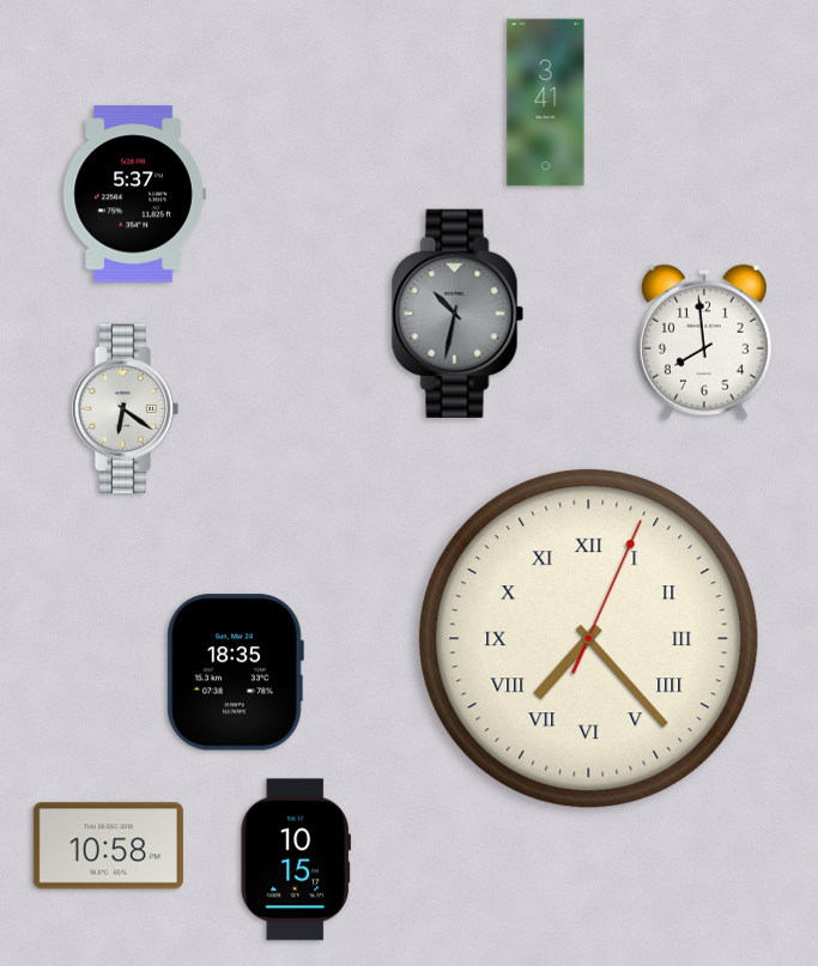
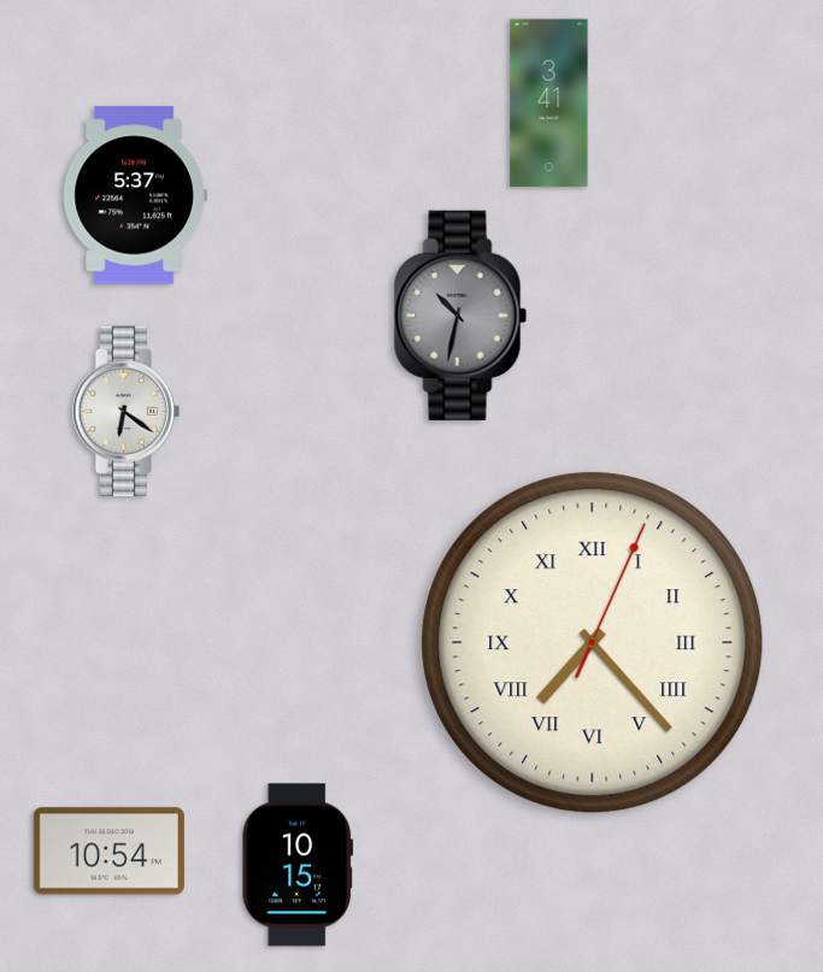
clock at (704, 342): 7:59 -> none
clock at (235, 673): 18:35 -> none
clock at (108, 846): 10:58 -> 10:54
